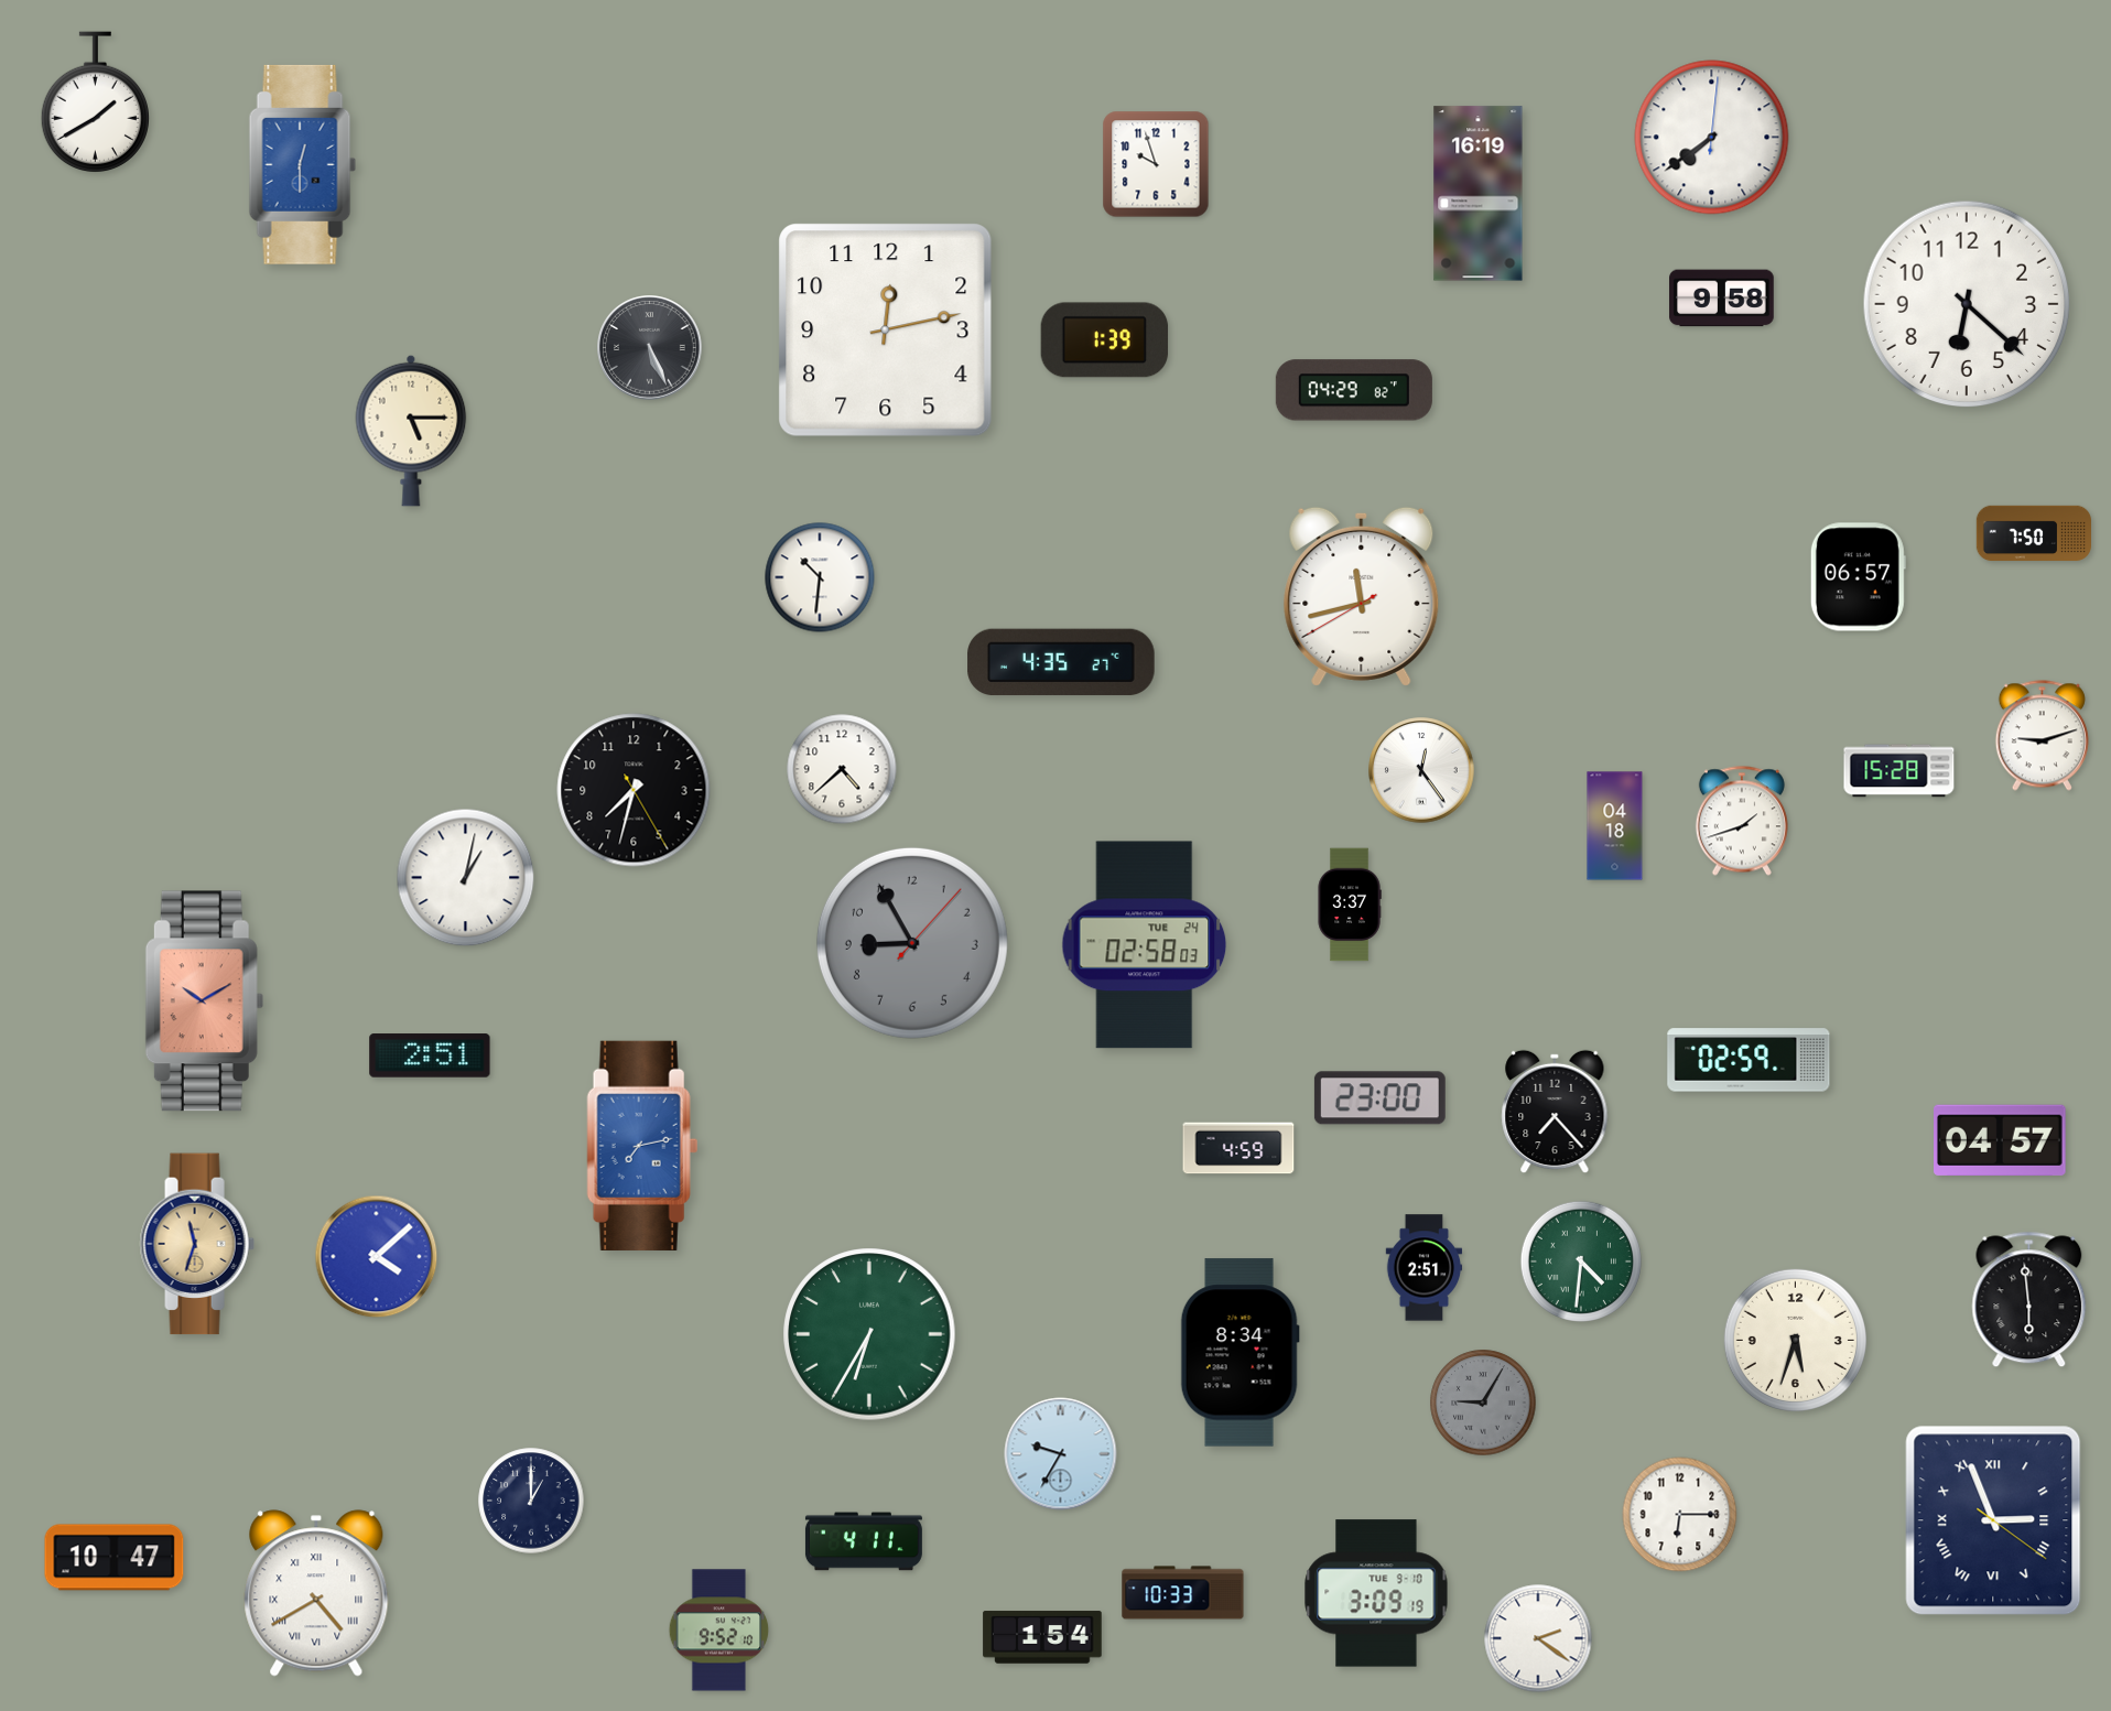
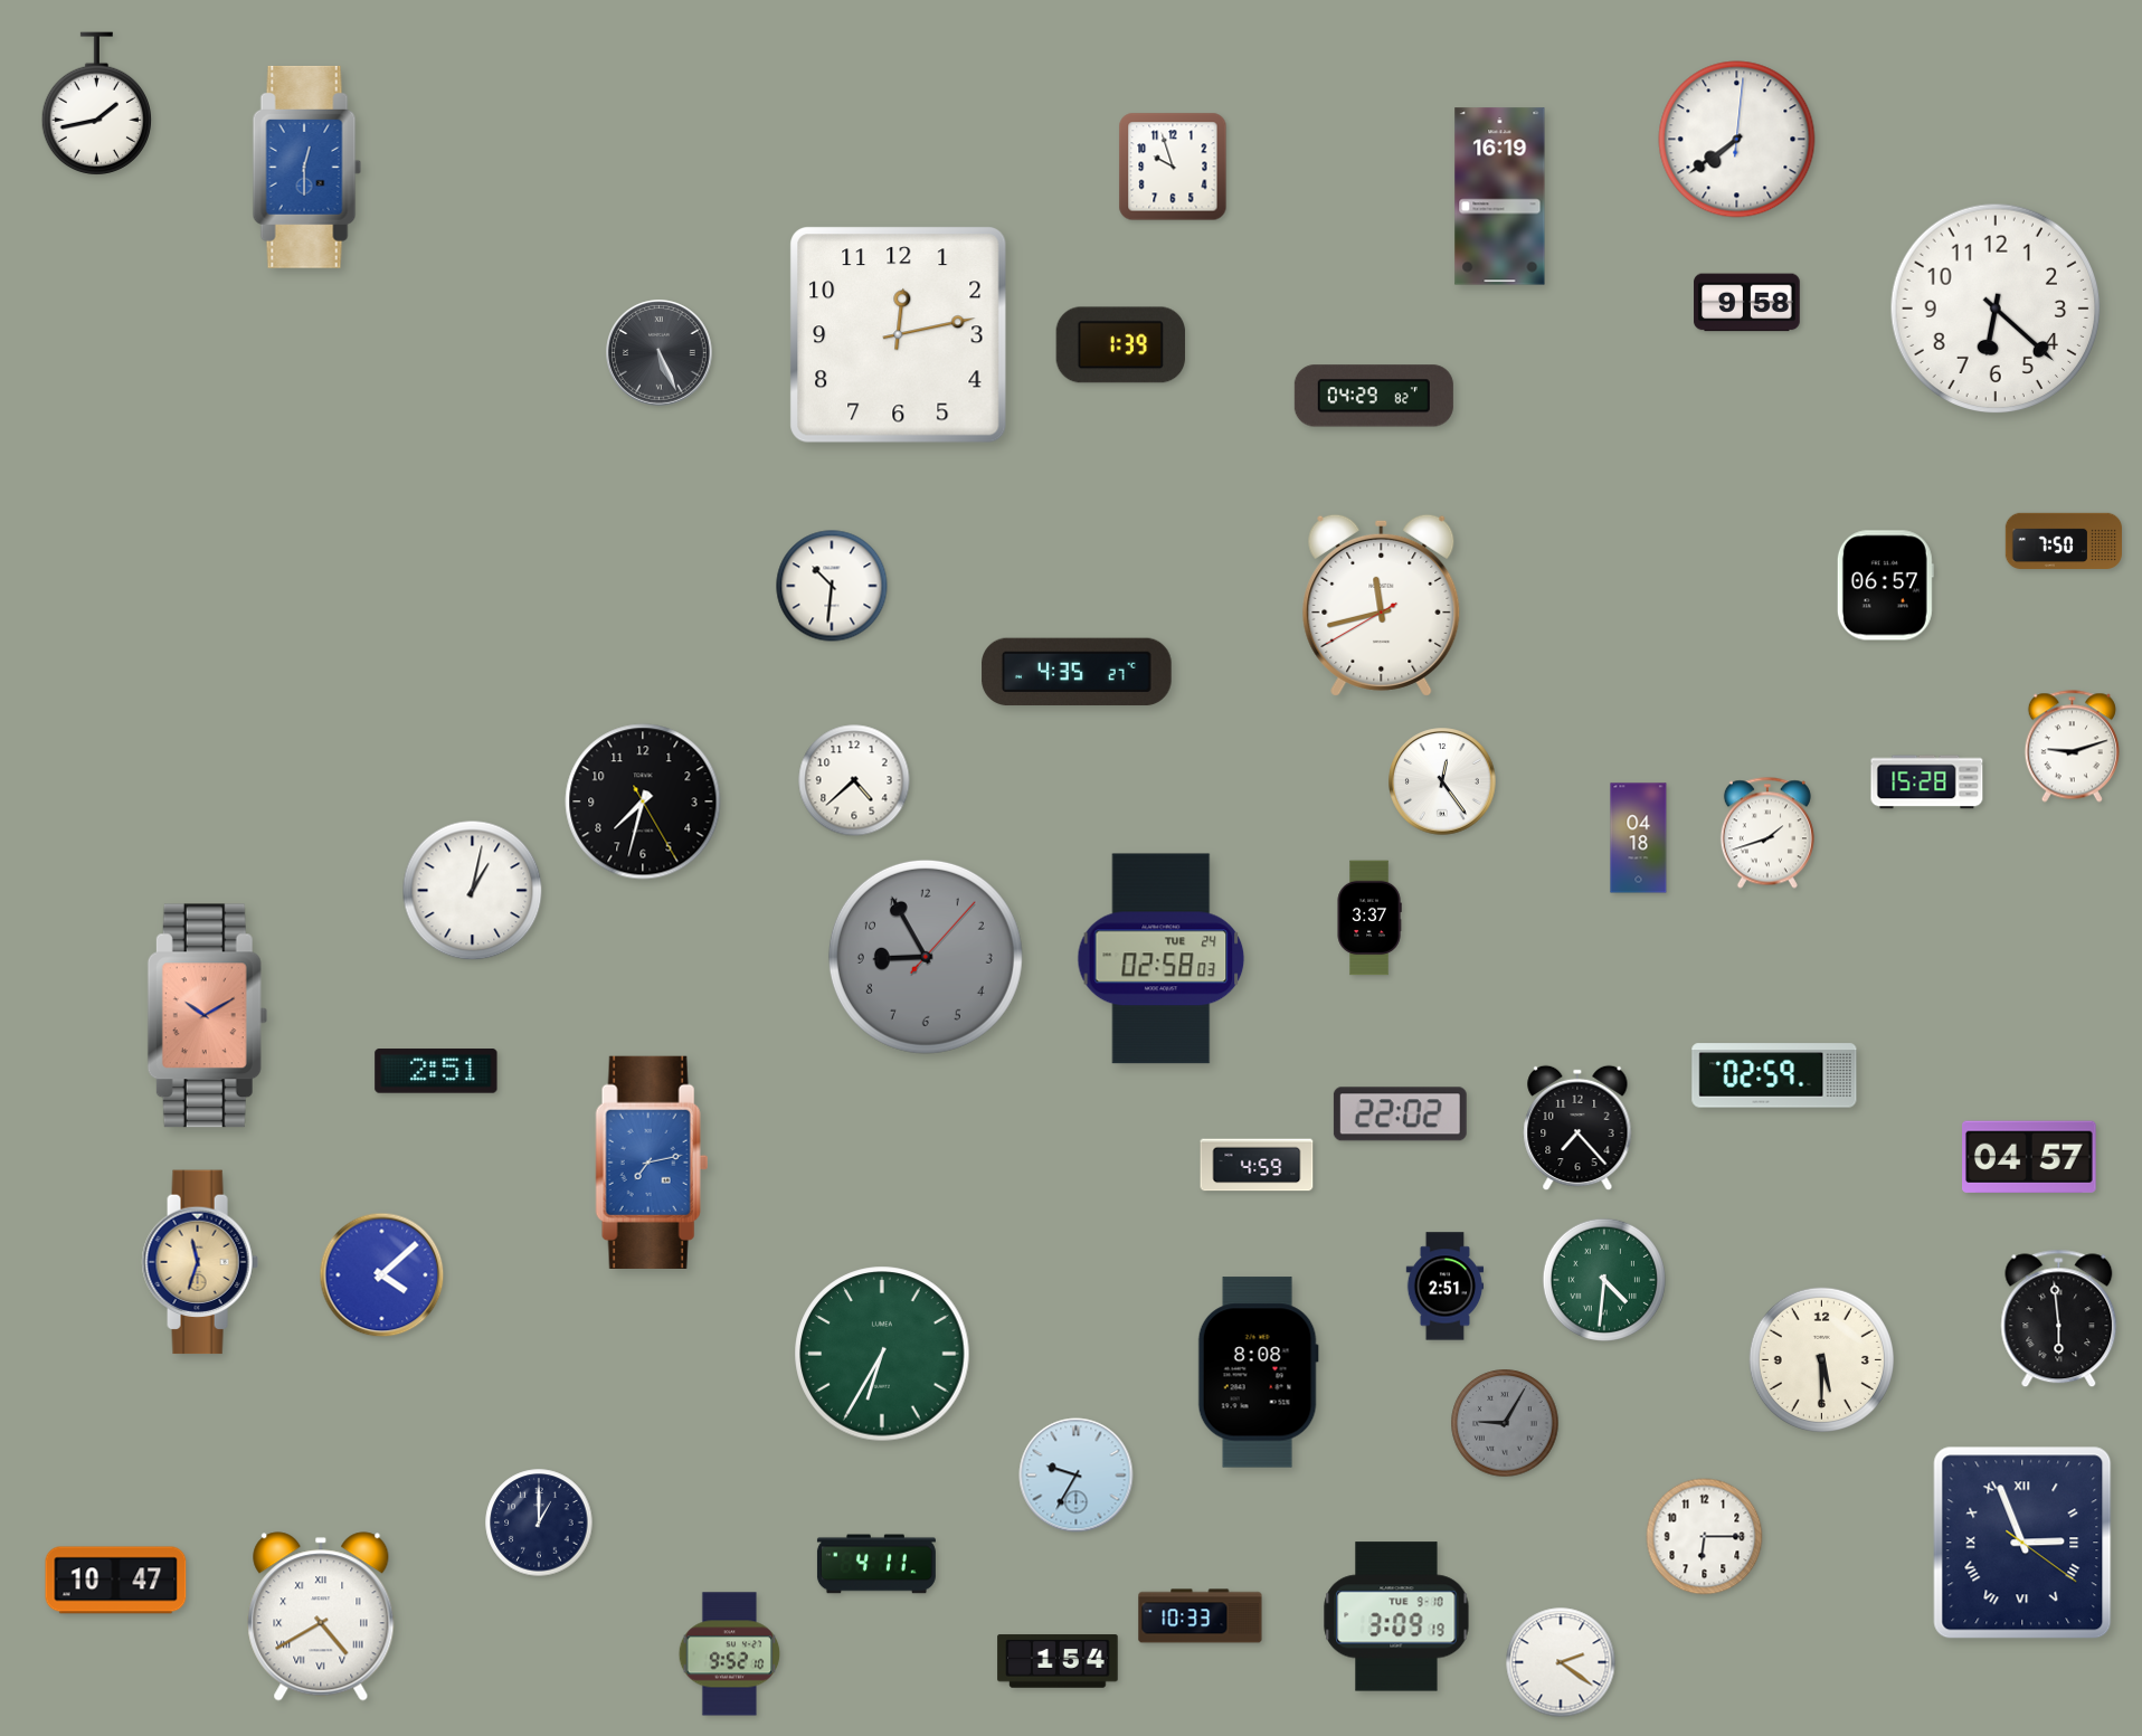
clock at (95, 101): 1:40 -> 1:43
clock at (411, 431): 5:15 -> none
clock at (1379, 1098): 23:00 -> 22:02
clock at (1795, 1340): 5:33 -> 5:30
clock at (1239, 1353): 8:34 -> 8:08
